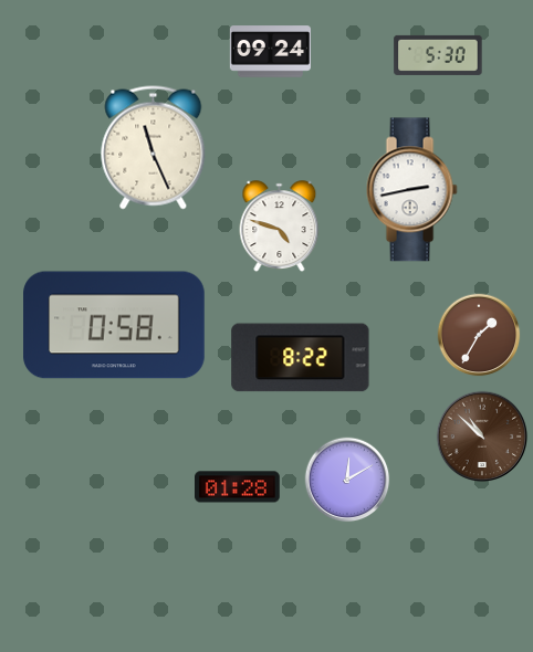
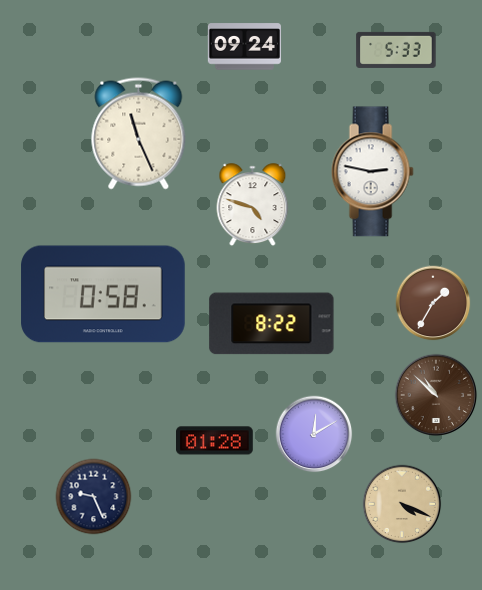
clock at (438, 55): 5:30 -> 5:33
clock at (411, 190): 2:43 -> 2:47
clock at (94, 497): none -> 9:26
clock at (402, 504): none -> 4:19
